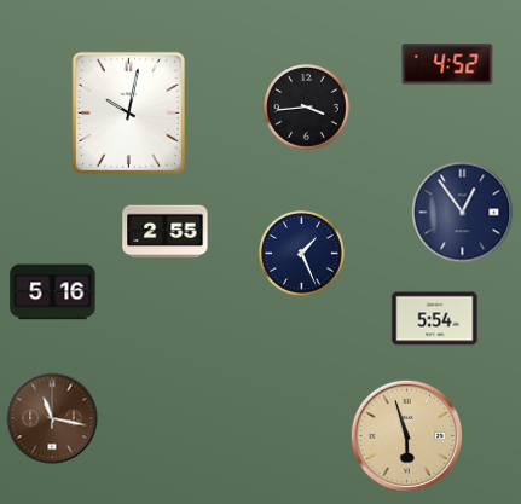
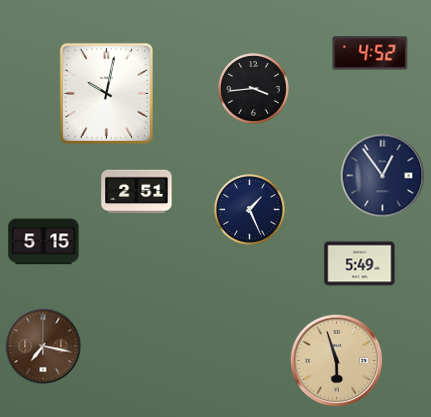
clock at (166, 232): 2:55 -> 2:51
clock at (53, 292): 5:16 -> 5:15
clock at (435, 319): 5:54 -> 5:49
clock at (52, 418): 11:17 -> 7:17
